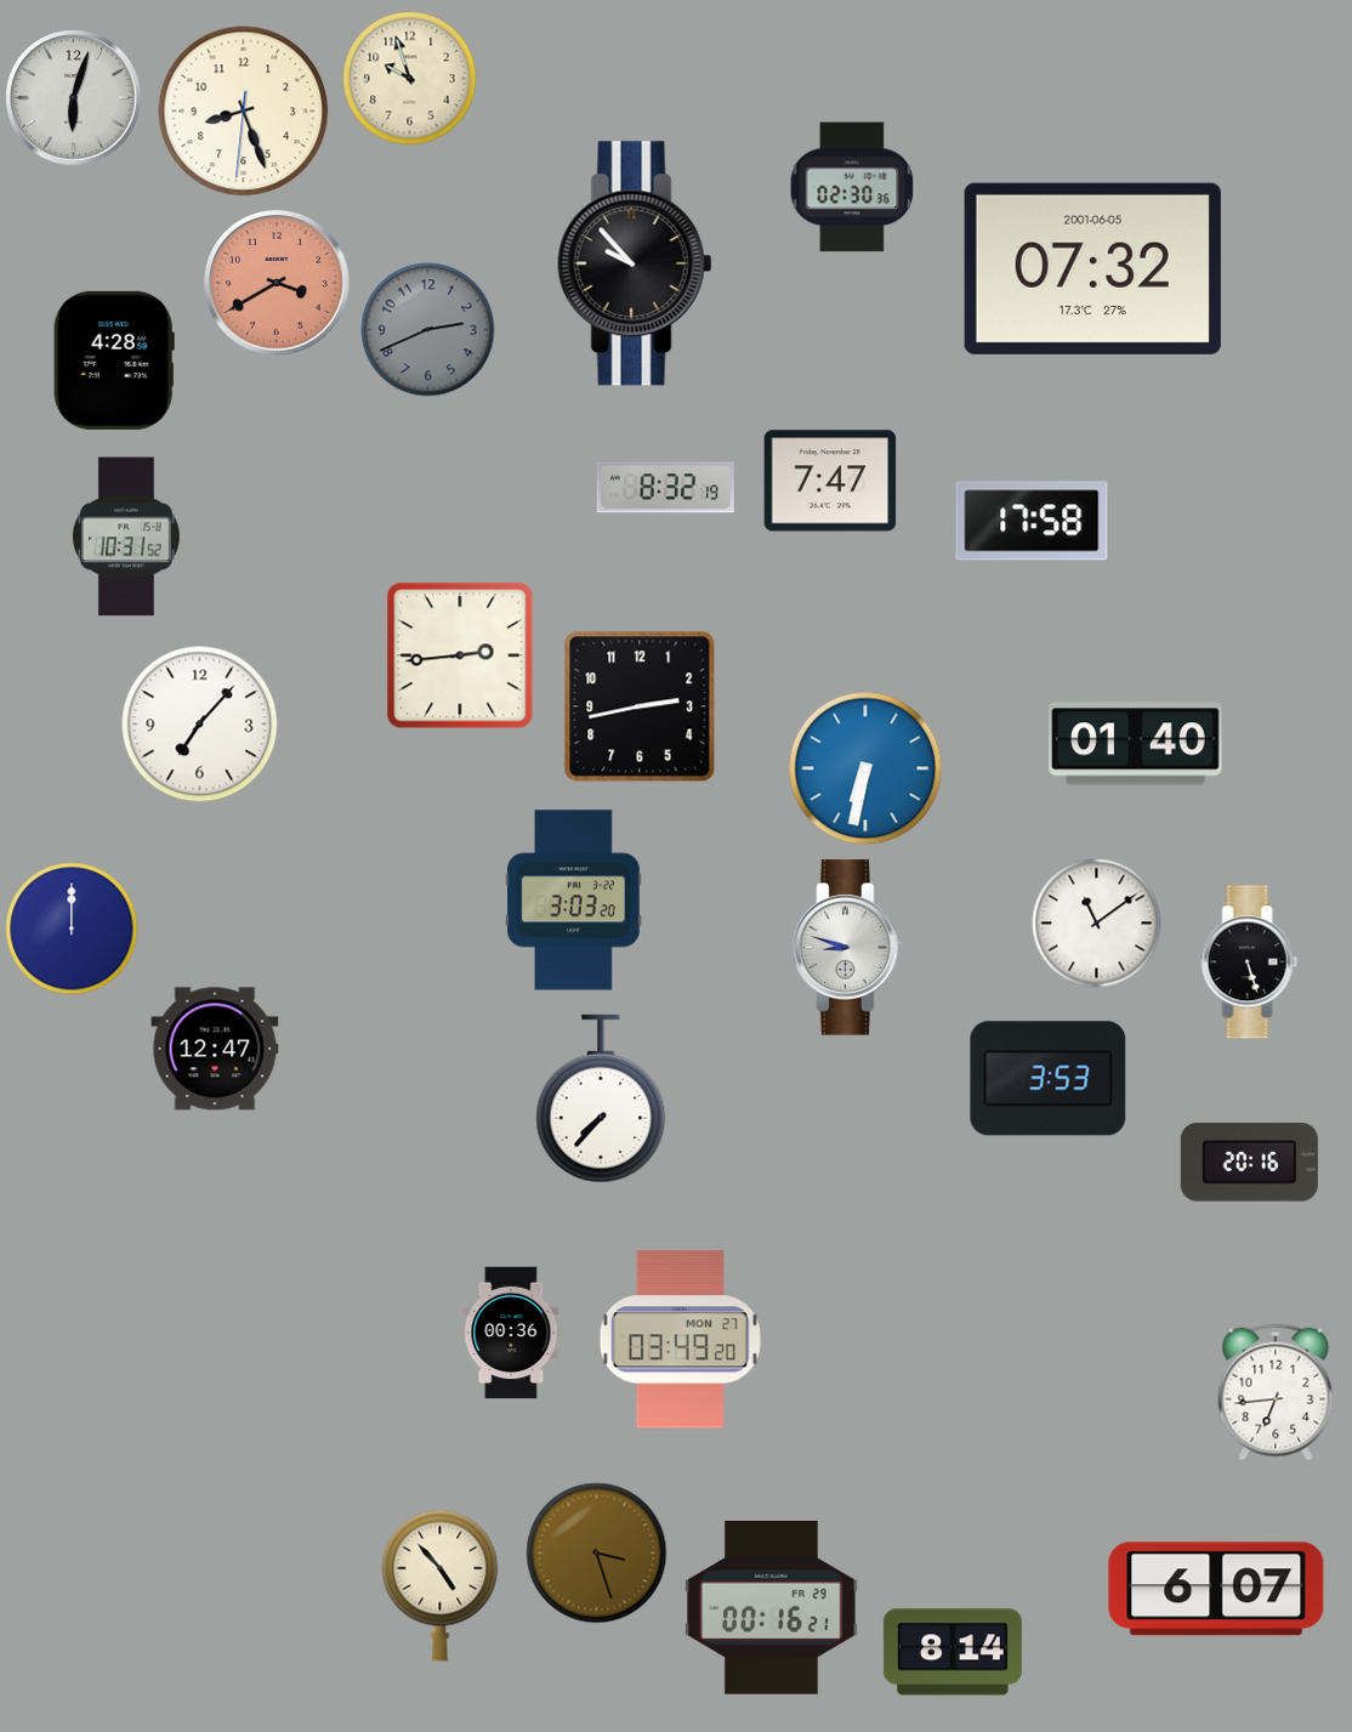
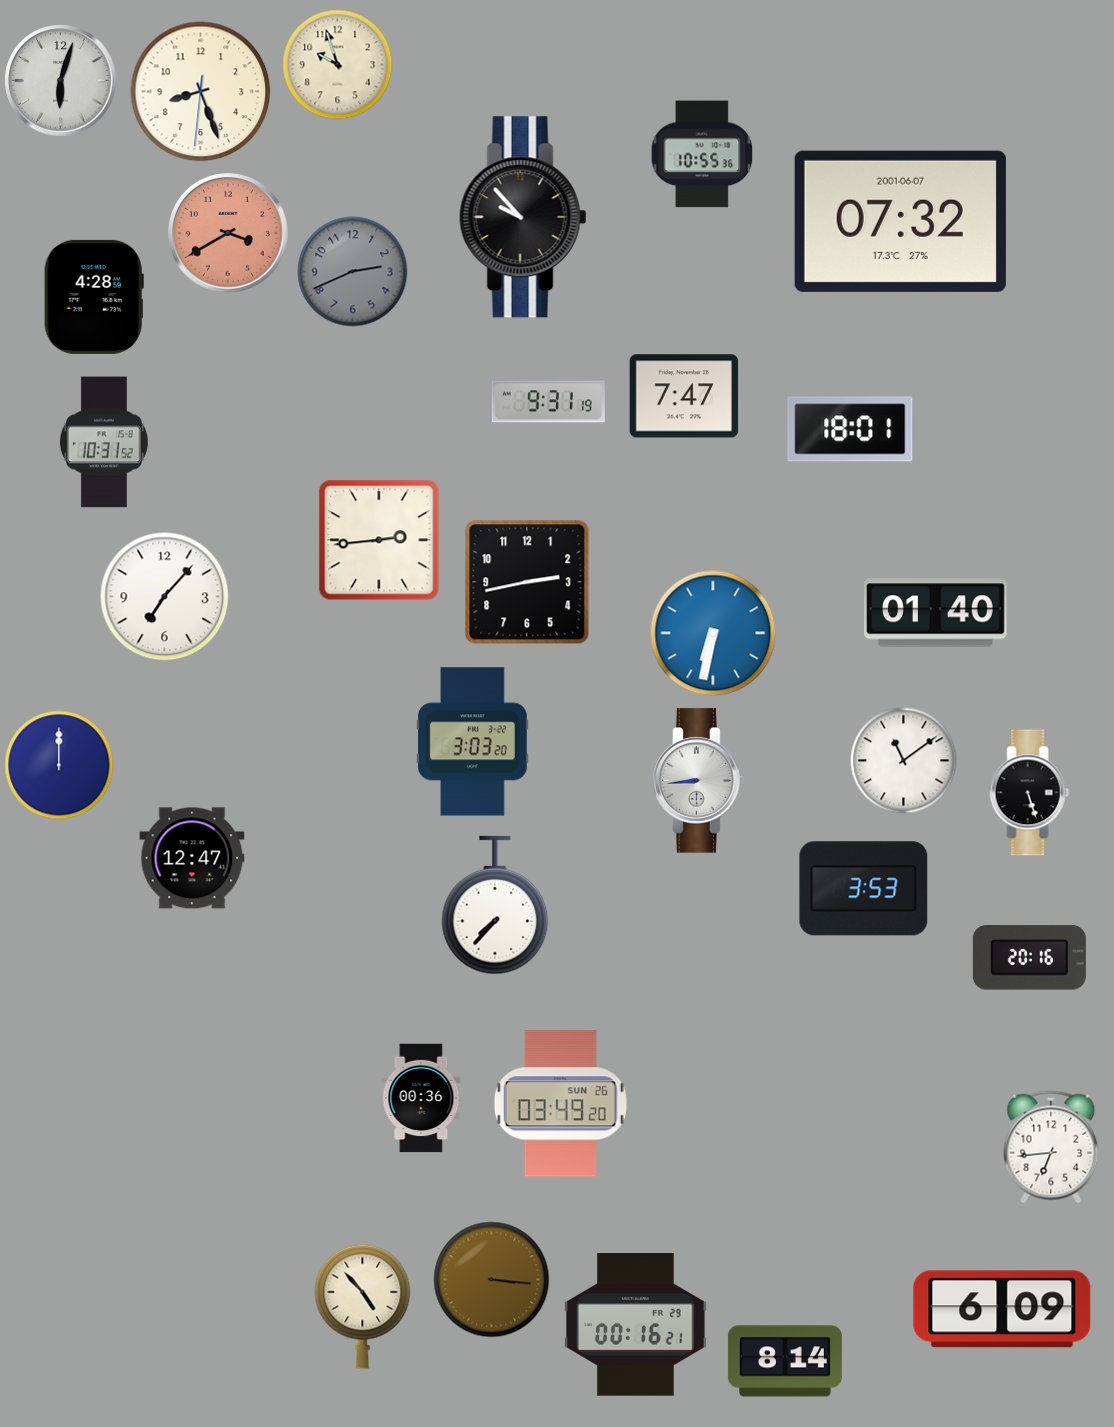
clock at (852, 187): 02:30 -> 10:55
clock at (1092, 268) date: 2001-06-05 -> 2001-06-07
clock at (665, 488): 8:32 -> 9:31
clock at (1032, 521): 17:58 -> 18:01
clock at (848, 948): 8:48 -> 8:44
clock at (215, 1049) position: (215, 1049) -> (192, 858)
clock at (680, 1340) date: MON 27 -> SUN 26
clock at (597, 1554): 3:27 -> 3:16
clock at (1216, 1589): 6:07 -> 6:09
